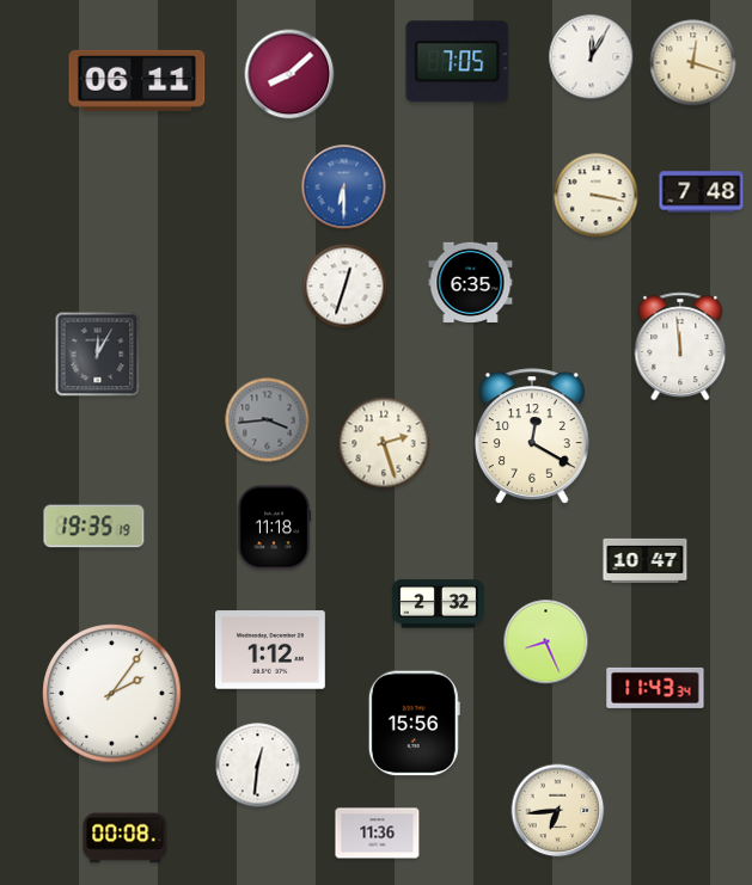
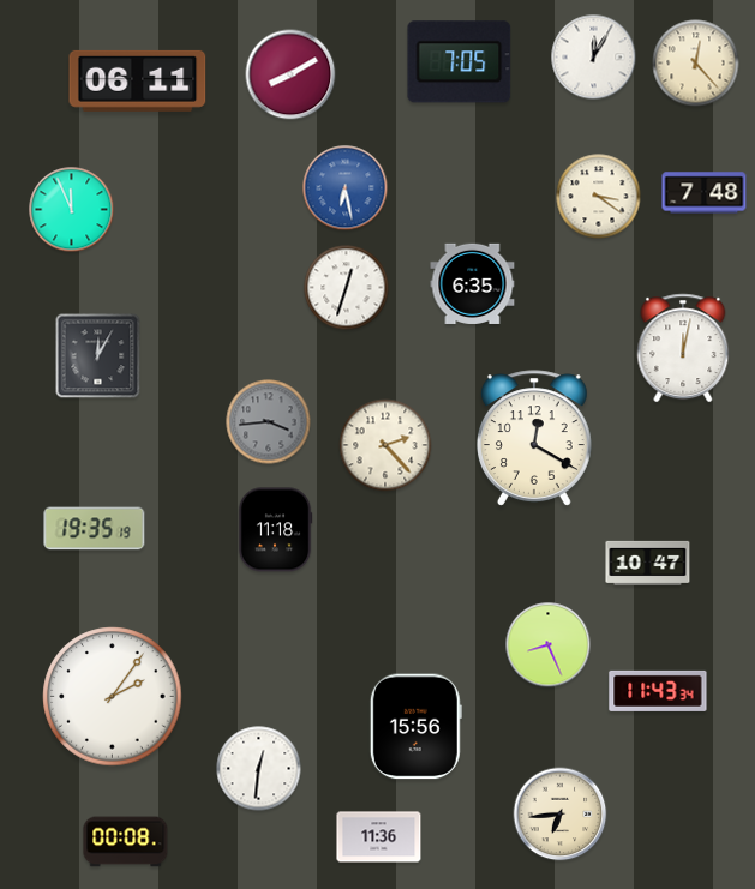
clock at (693, 63): 12:18 -> 12:23
clock at (289, 74): 8:08 -> 8:10
clock at (344, 188): 6:30 -> 6:28
clock at (597, 196): 3:17 -> 3:21
clock at (72, 210): none -> 11:56
clock at (680, 346): 11:59 -> 12:02
clock at (384, 443): 2:27 -> 2:23
clock at (438, 604): 2:32 -> none
clock at (271, 650): 1:12 -> none
